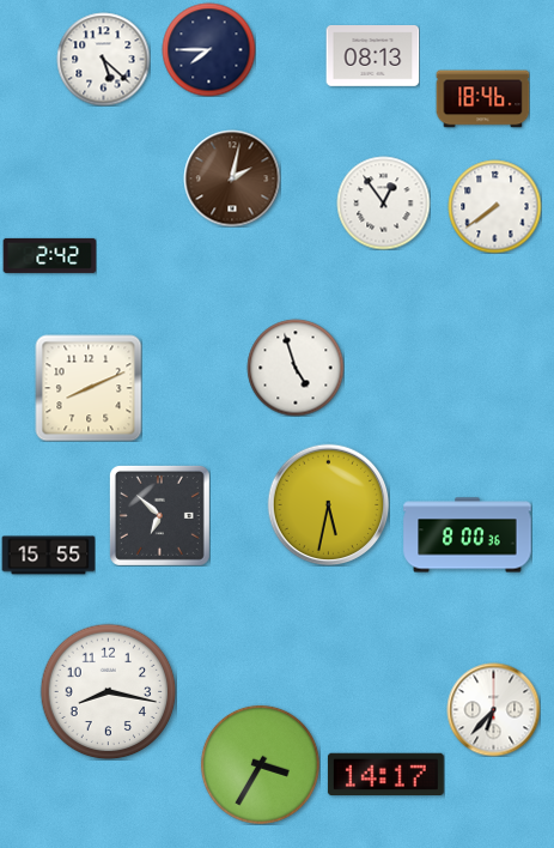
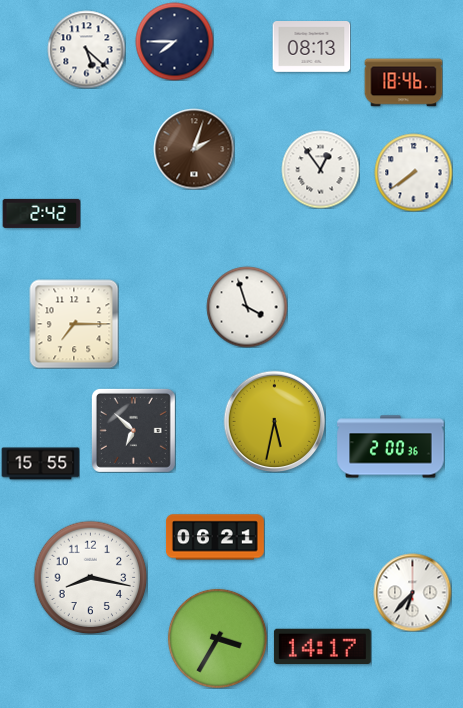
clock at (232, 178): 2:02 -> 2:03
clock at (296, 368): 4:57 -> 3:57
clock at (89, 388): 8:11 -> 7:15
clock at (468, 535): 8:00 -> 2:00
clock at (215, 537): none -> 06:21
